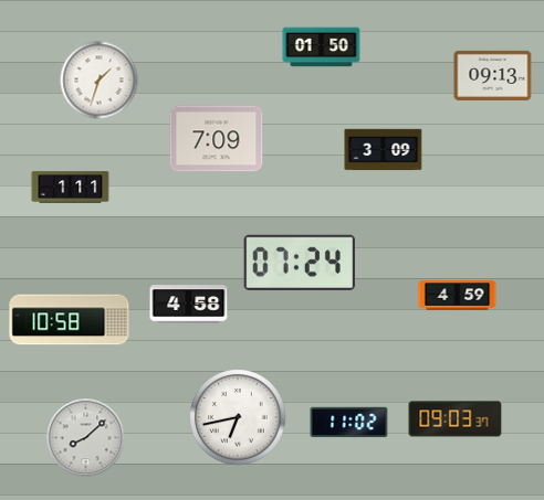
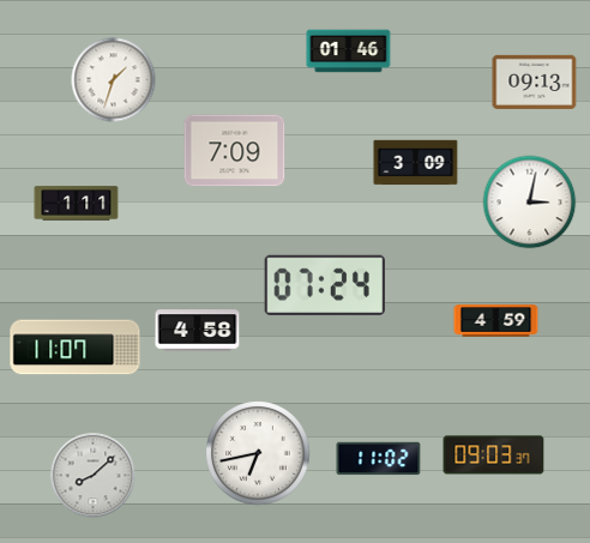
clock at (322, 47): 01:50 -> 01:46
clock at (100, 81) position: (100, 81) -> (114, 80)
clock at (530, 203): none -> 3:02
clock at (189, 305) position: (189, 305) -> (198, 331)
clock at (70, 320): 10:58 -> 11:07
